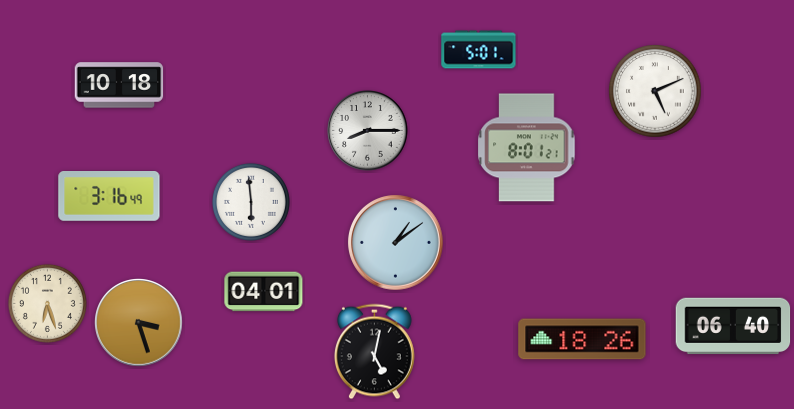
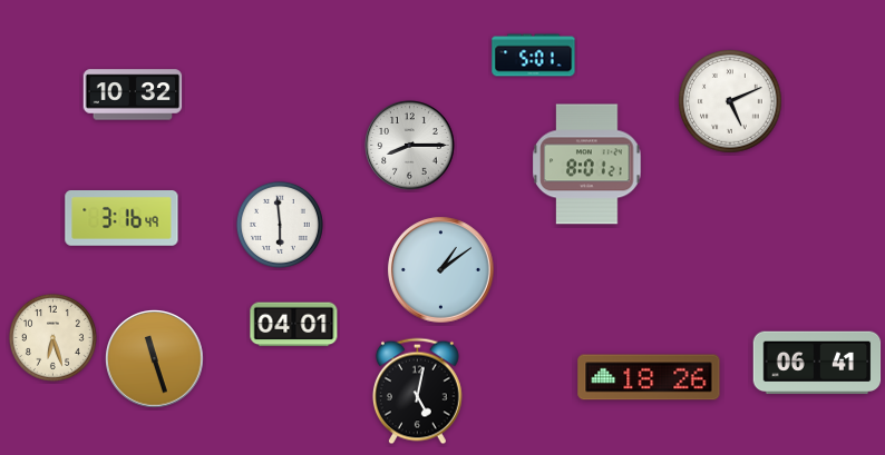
clock at (119, 85): 10:18 -> 10:32
clock at (139, 323): 3:27 -> 11:27
clock at (733, 326): 06:40 -> 06:41
